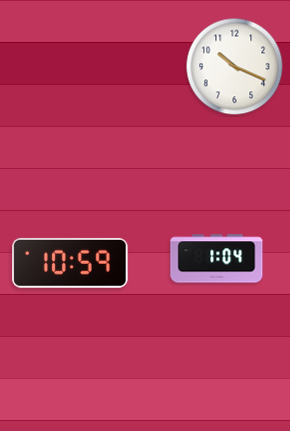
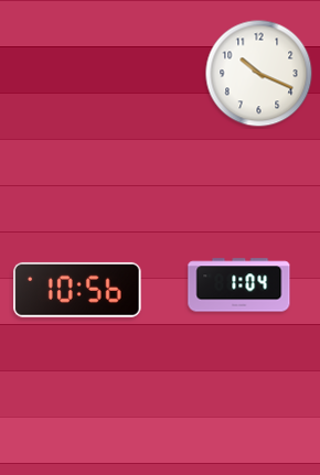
clock at (71, 263): 10:59 -> 10:56
